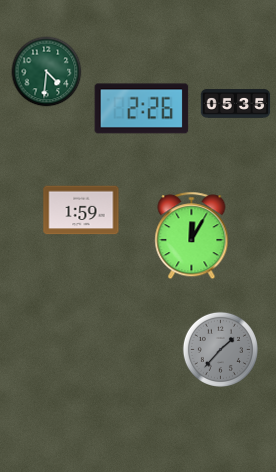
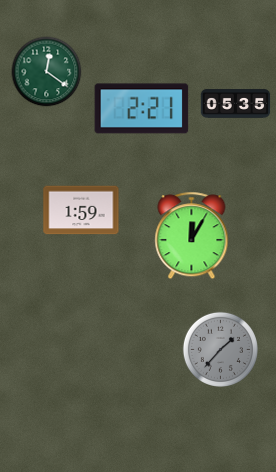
clock at (47, 72): 4:31 -> 12:21
clock at (142, 109): 2:26 -> 2:21
